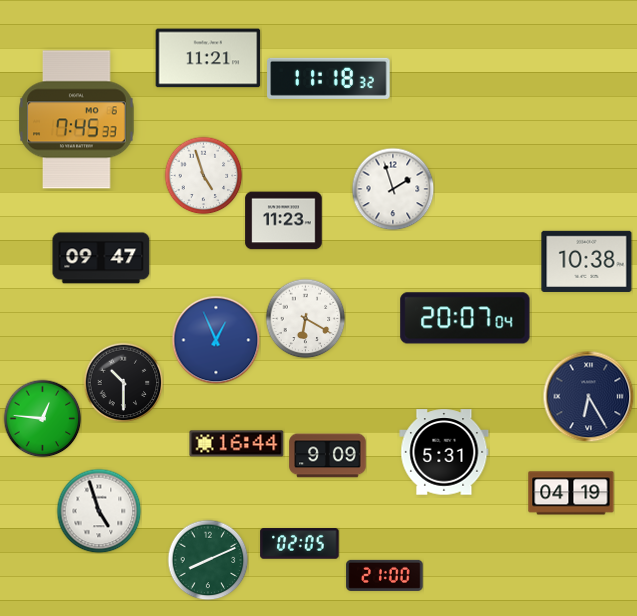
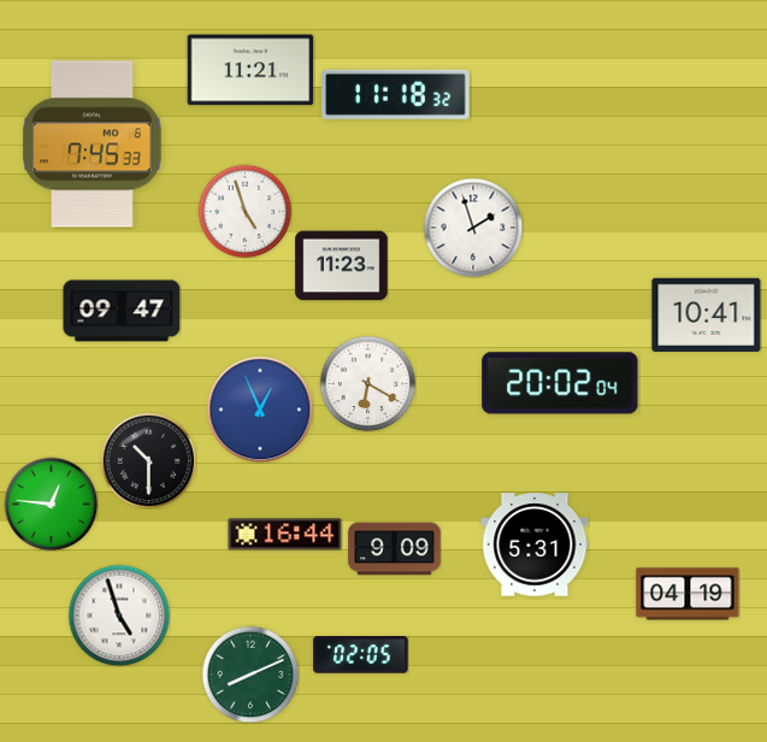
clock at (587, 261): 10:38 -> 10:41
clock at (465, 318): 20:07 -> 20:02
clock at (588, 396): 6:25 -> none
clock at (385, 575): 21:00 -> none
